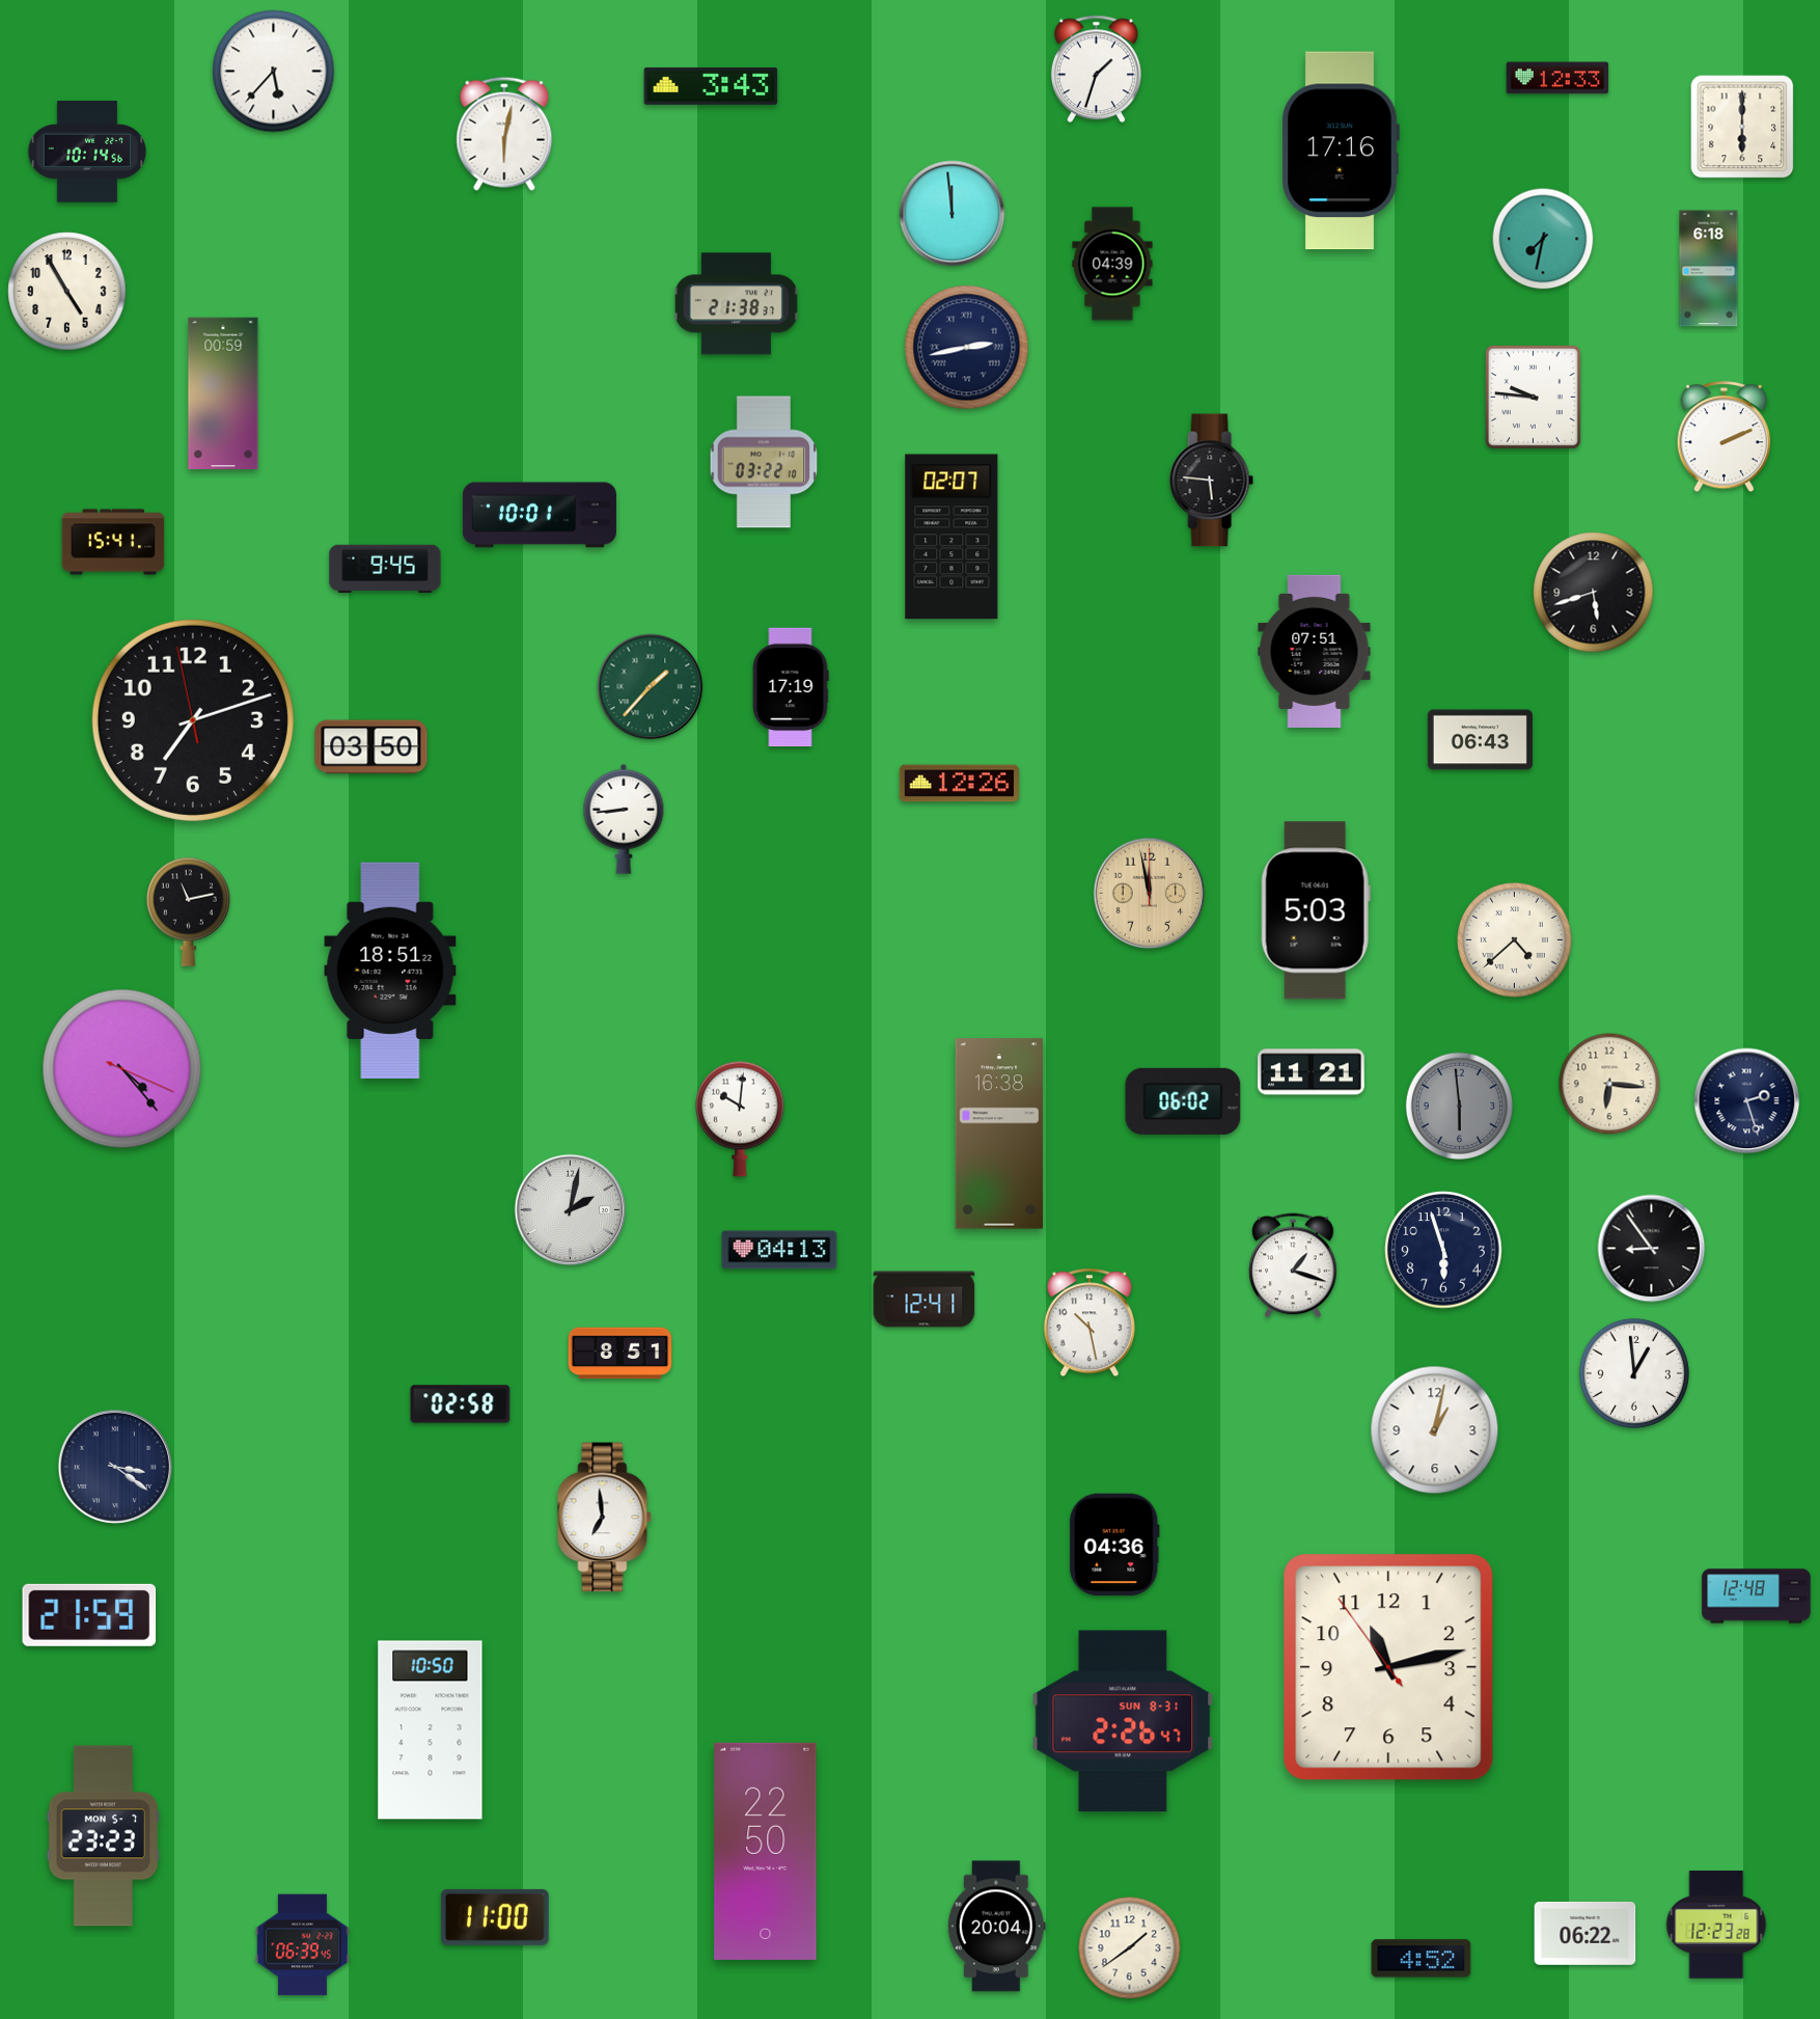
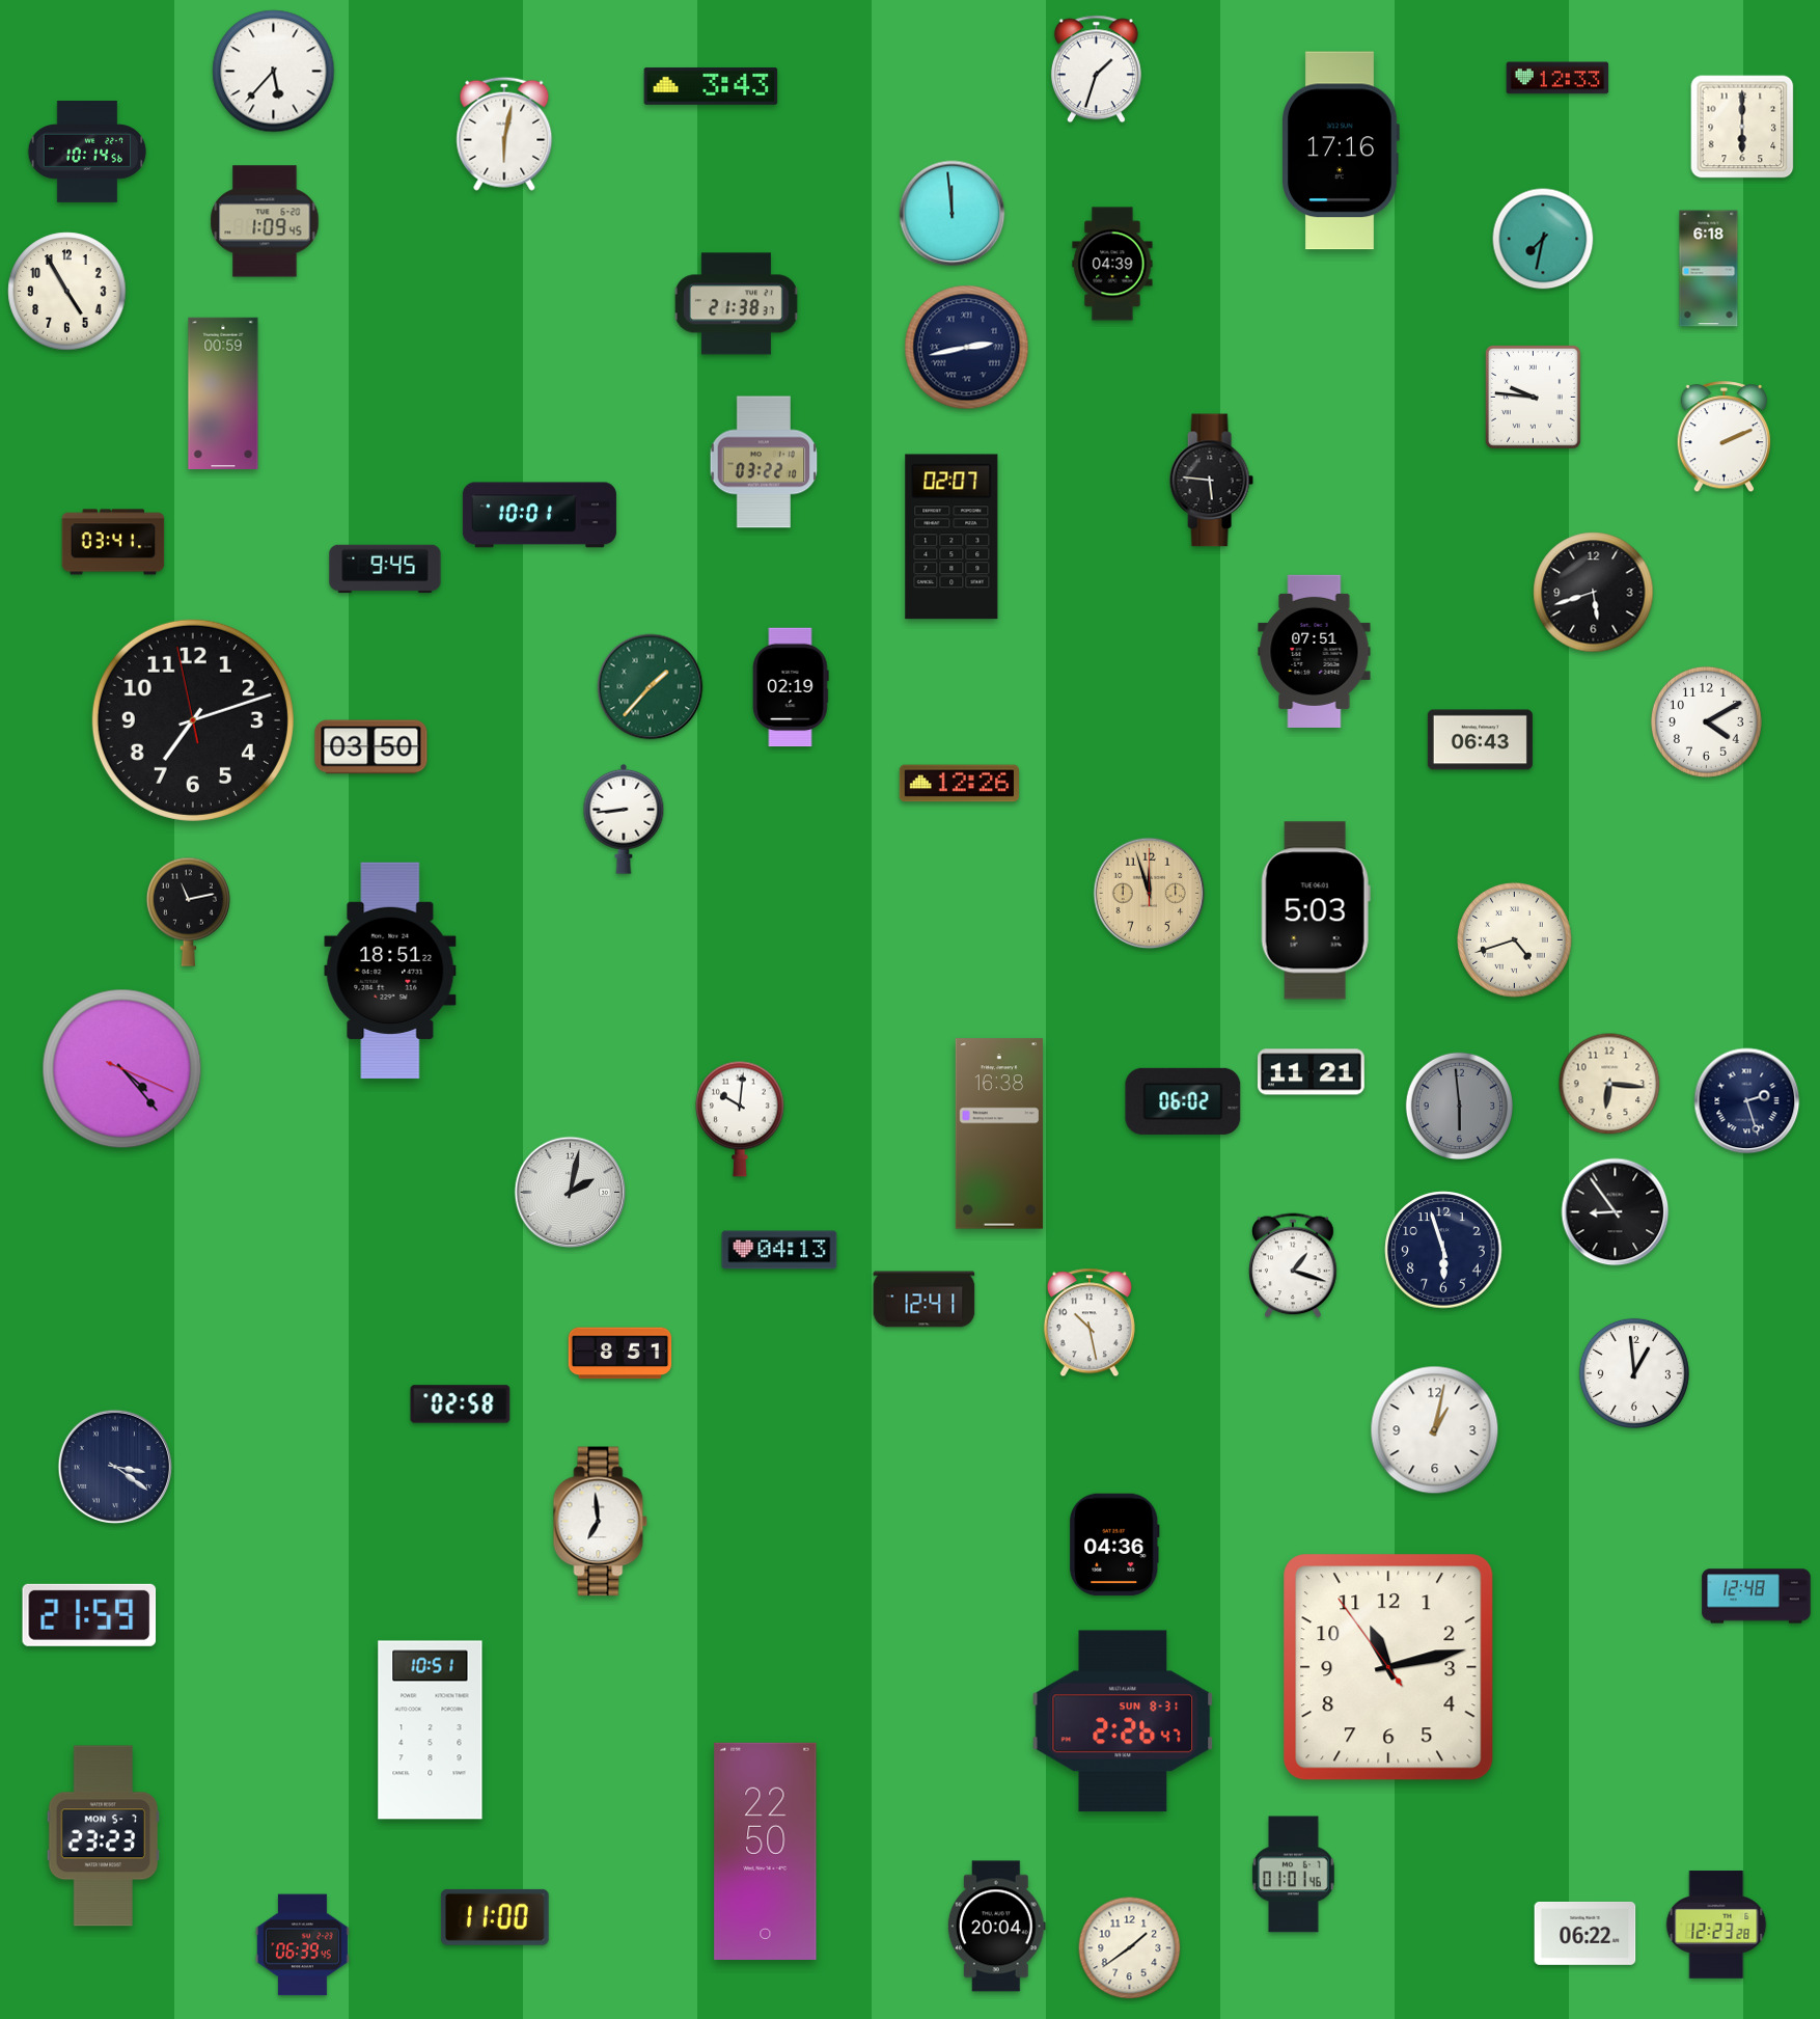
clock at (265, 221): none -> 1:09
clock at (113, 542): 15:41 -> 03:41
clock at (791, 687): 17:19 -> 02:19
clock at (1706, 721): none -> 4:10
clock at (1150, 894): 11:58 -> 11:57
clock at (1515, 940): 4:38 -> 4:42
clock at (571, 1210) position: (571, 1210) -> (571, 1193)
clock at (1652, 1249) position: (1652, 1249) -> (1616, 1212)
clock at (605, 1518) position: (605, 1518) -> (601, 1522)
clock at (431, 1730): 10:50 -> 10:51
clock at (1293, 1875): none -> 01:01
clock at (1422, 1959): 4:52 -> none
